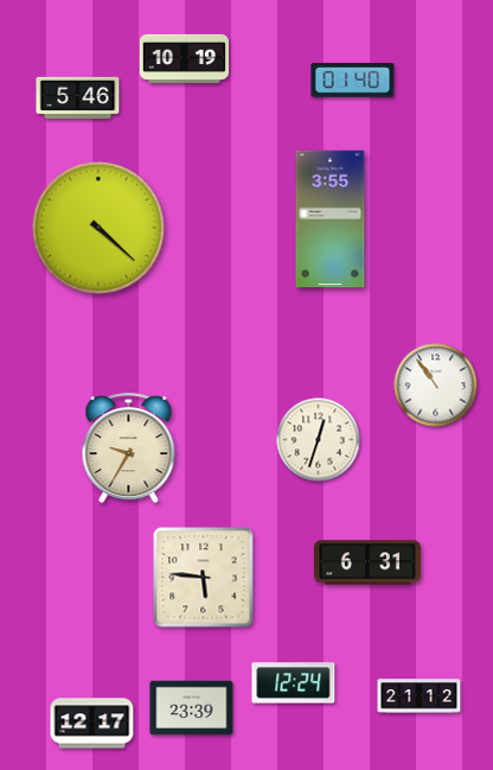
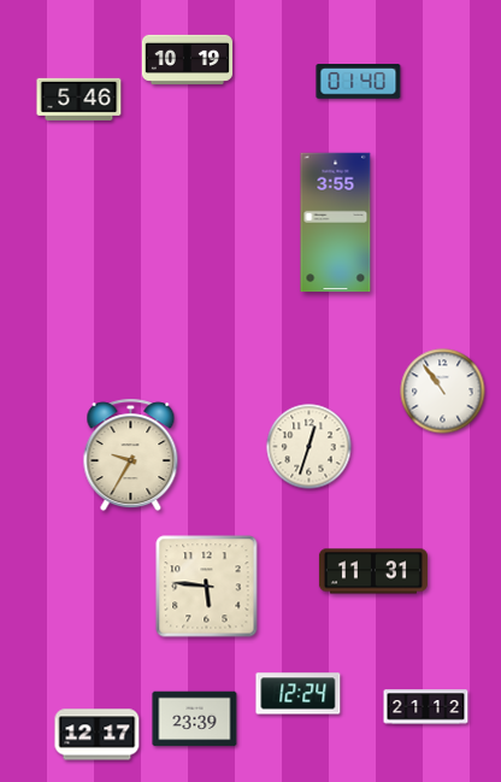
clock at (98, 228): 4:22 -> none
clock at (319, 440) position: (319, 440) -> (310, 447)
clock at (367, 562): 6:31 -> 11:31
clock at (92, 724) position: (92, 724) -> (98, 735)
